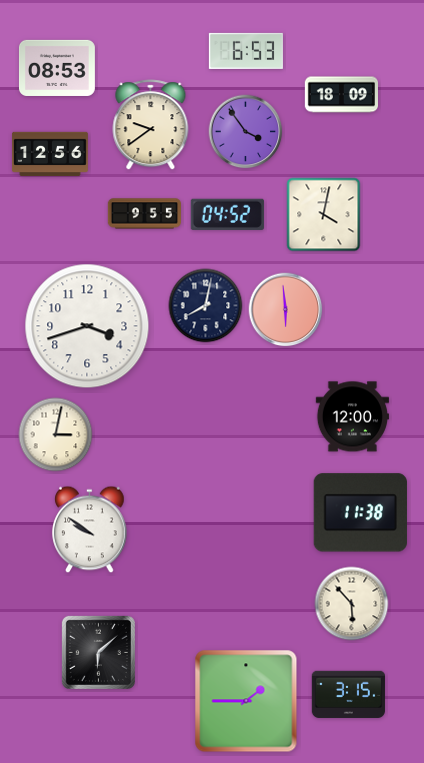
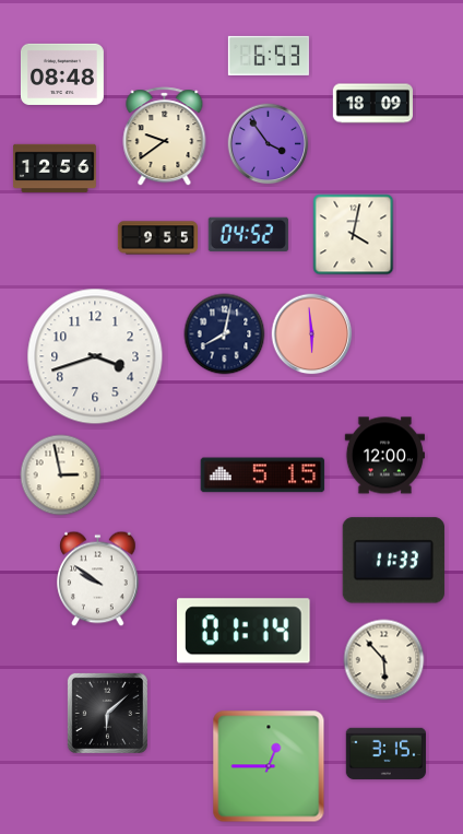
clock at (57, 68): 08:53 -> 08:48
clock at (144, 214) position: (144, 214) -> (157, 238)
clock at (286, 310) position: (286, 310) -> (312, 334)
clock at (56, 435): 3:02 -> 2:58
clock at (263, 475): none -> 5:15
clock at (360, 513): 11:38 -> 11:33
clock at (245, 631): none -> 01:14
clock at (348, 694) position: (348, 694) -> (385, 753)
clock at (246, 701): 1:45 -> 12:45
